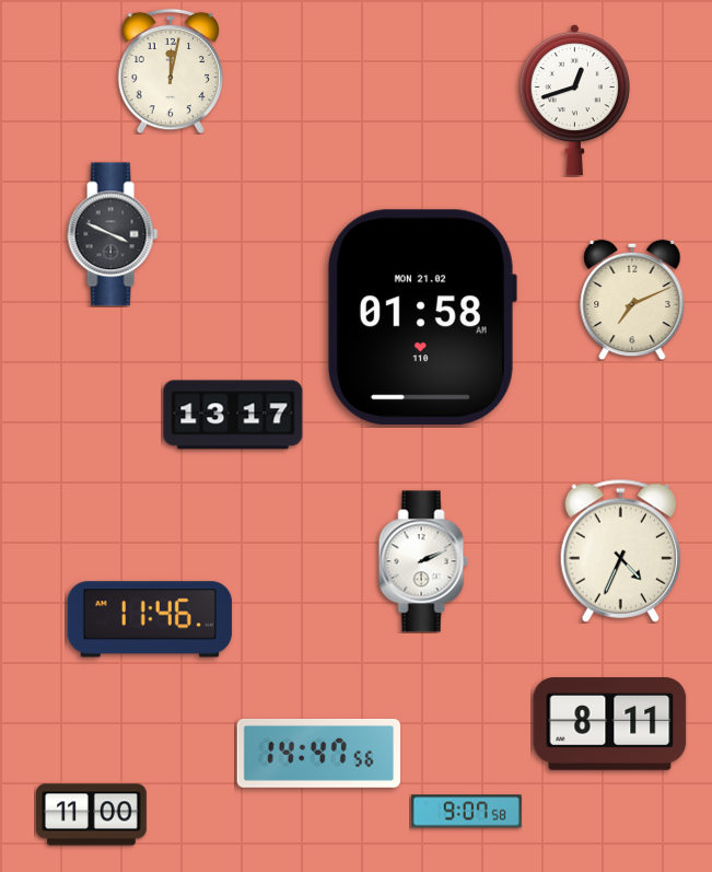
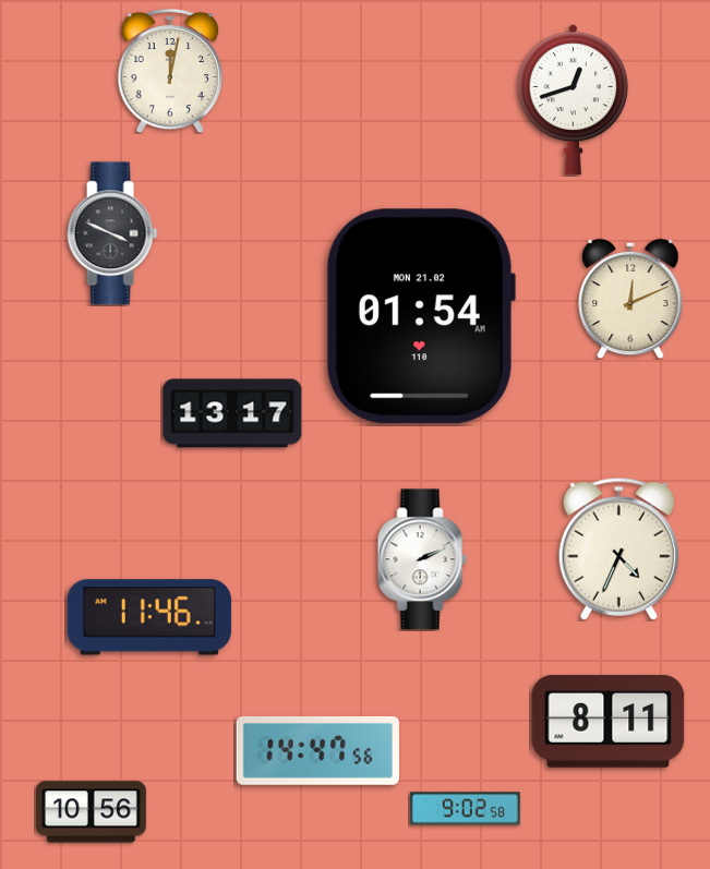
clock at (632, 300): 7:11 -> 12:11
clock at (421, 317): 01:58 -> 01:54
clock at (466, 812): 9:07 -> 9:02
clock at (92, 815): 11:00 -> 10:56
